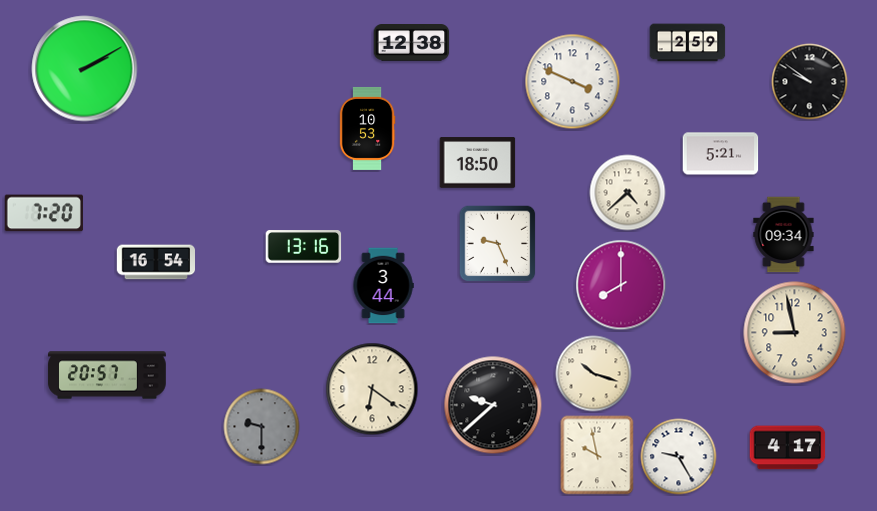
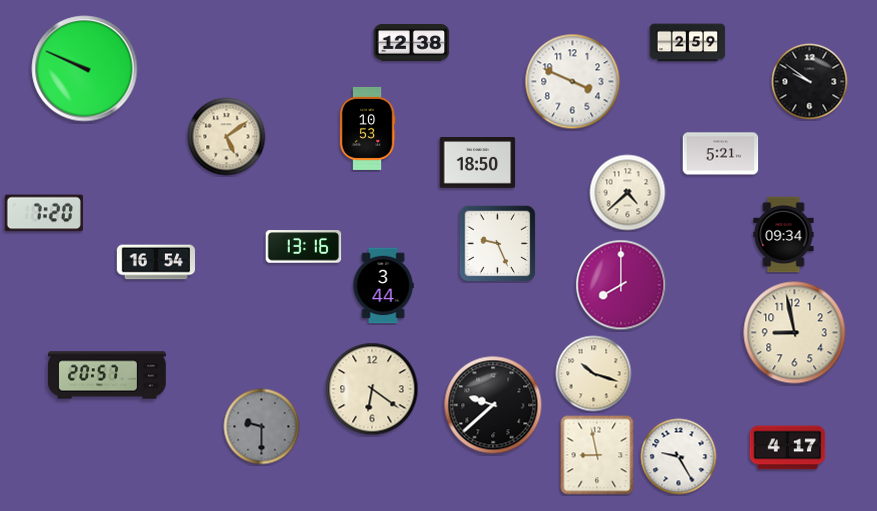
clock at (85, 69): 2:10 -> 9:49
clock at (227, 137): none -> 5:09
clock at (597, 455): 9:58 -> 8:58
